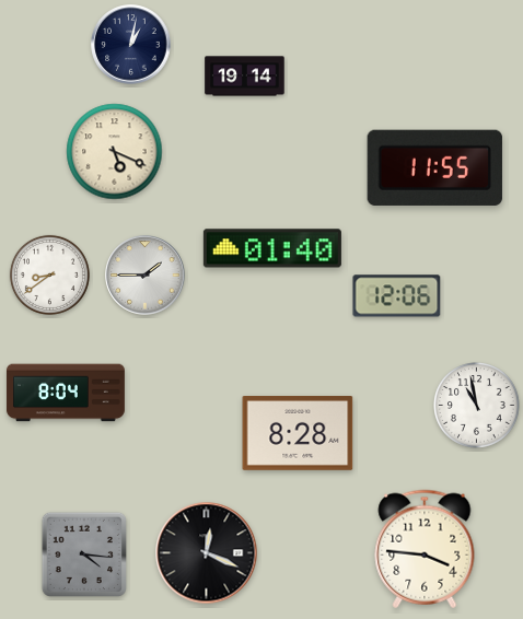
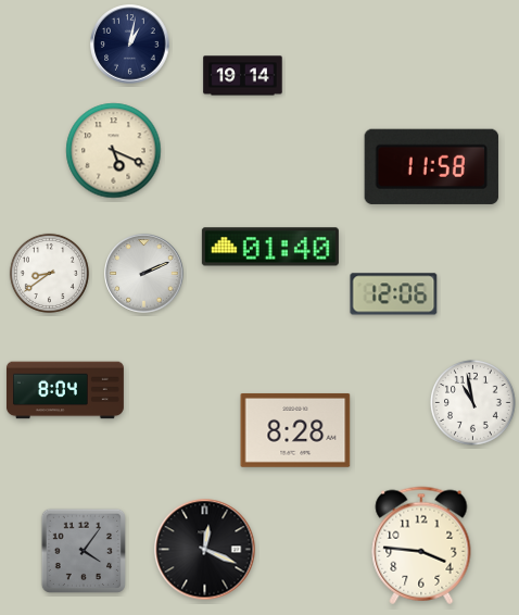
clock at (434, 167): 11:55 -> 11:58
clock at (146, 276): 1:45 -> 2:11
clock at (83, 553): 4:16 -> 4:06
